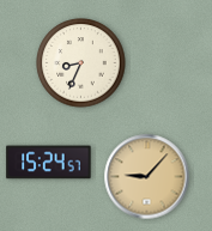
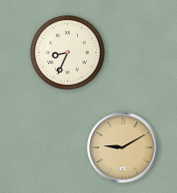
clock at (49, 163): 15:24 -> none
clock at (147, 177): 9:07 -> 9:10
